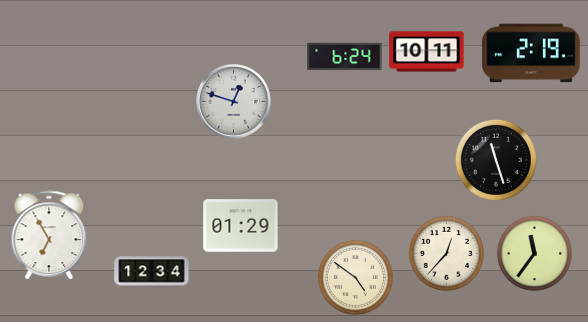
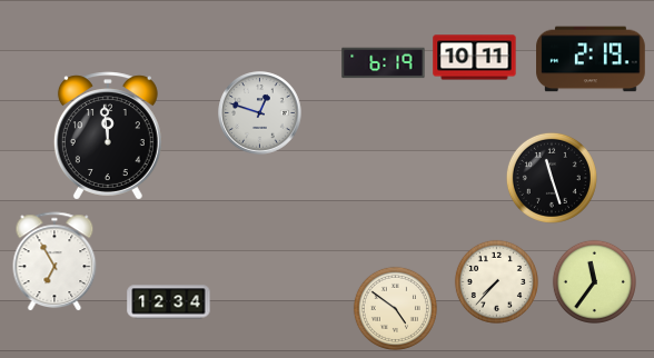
clock at (345, 57): 6:24 -> 6:19
clock at (108, 136): none -> 11:59
clock at (241, 226): 01:29 -> none
clock at (446, 253): 12:37 -> 7:37
